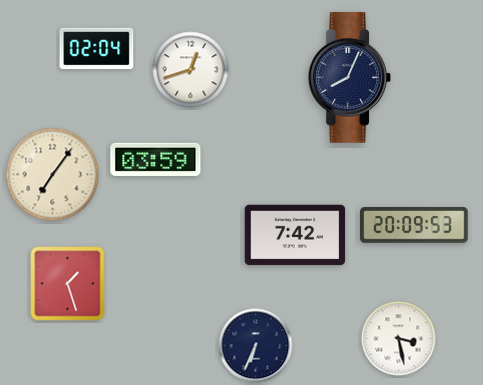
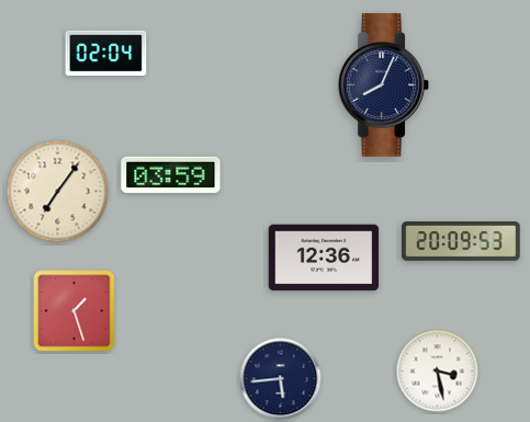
clock at (191, 70): 12:42 -> none
clock at (414, 225) position: (414, 225) -> (461, 241)
clock at (295, 235): 7:42 -> 12:36
clock at (256, 346): 6:34 -> 5:44
